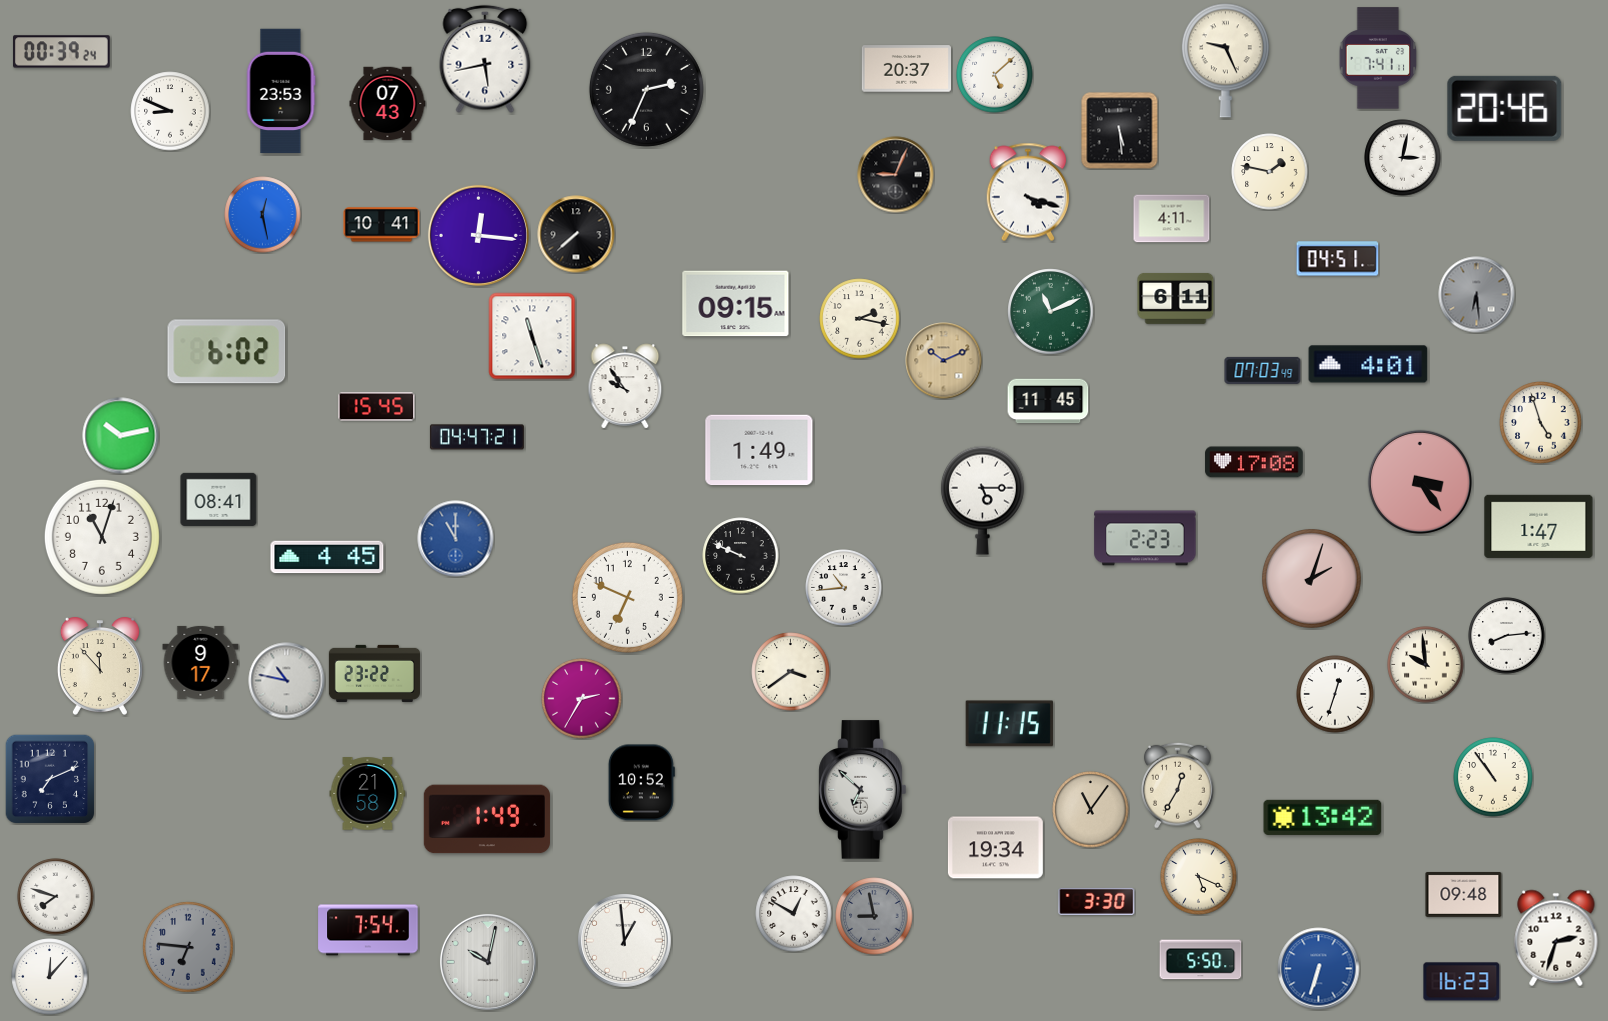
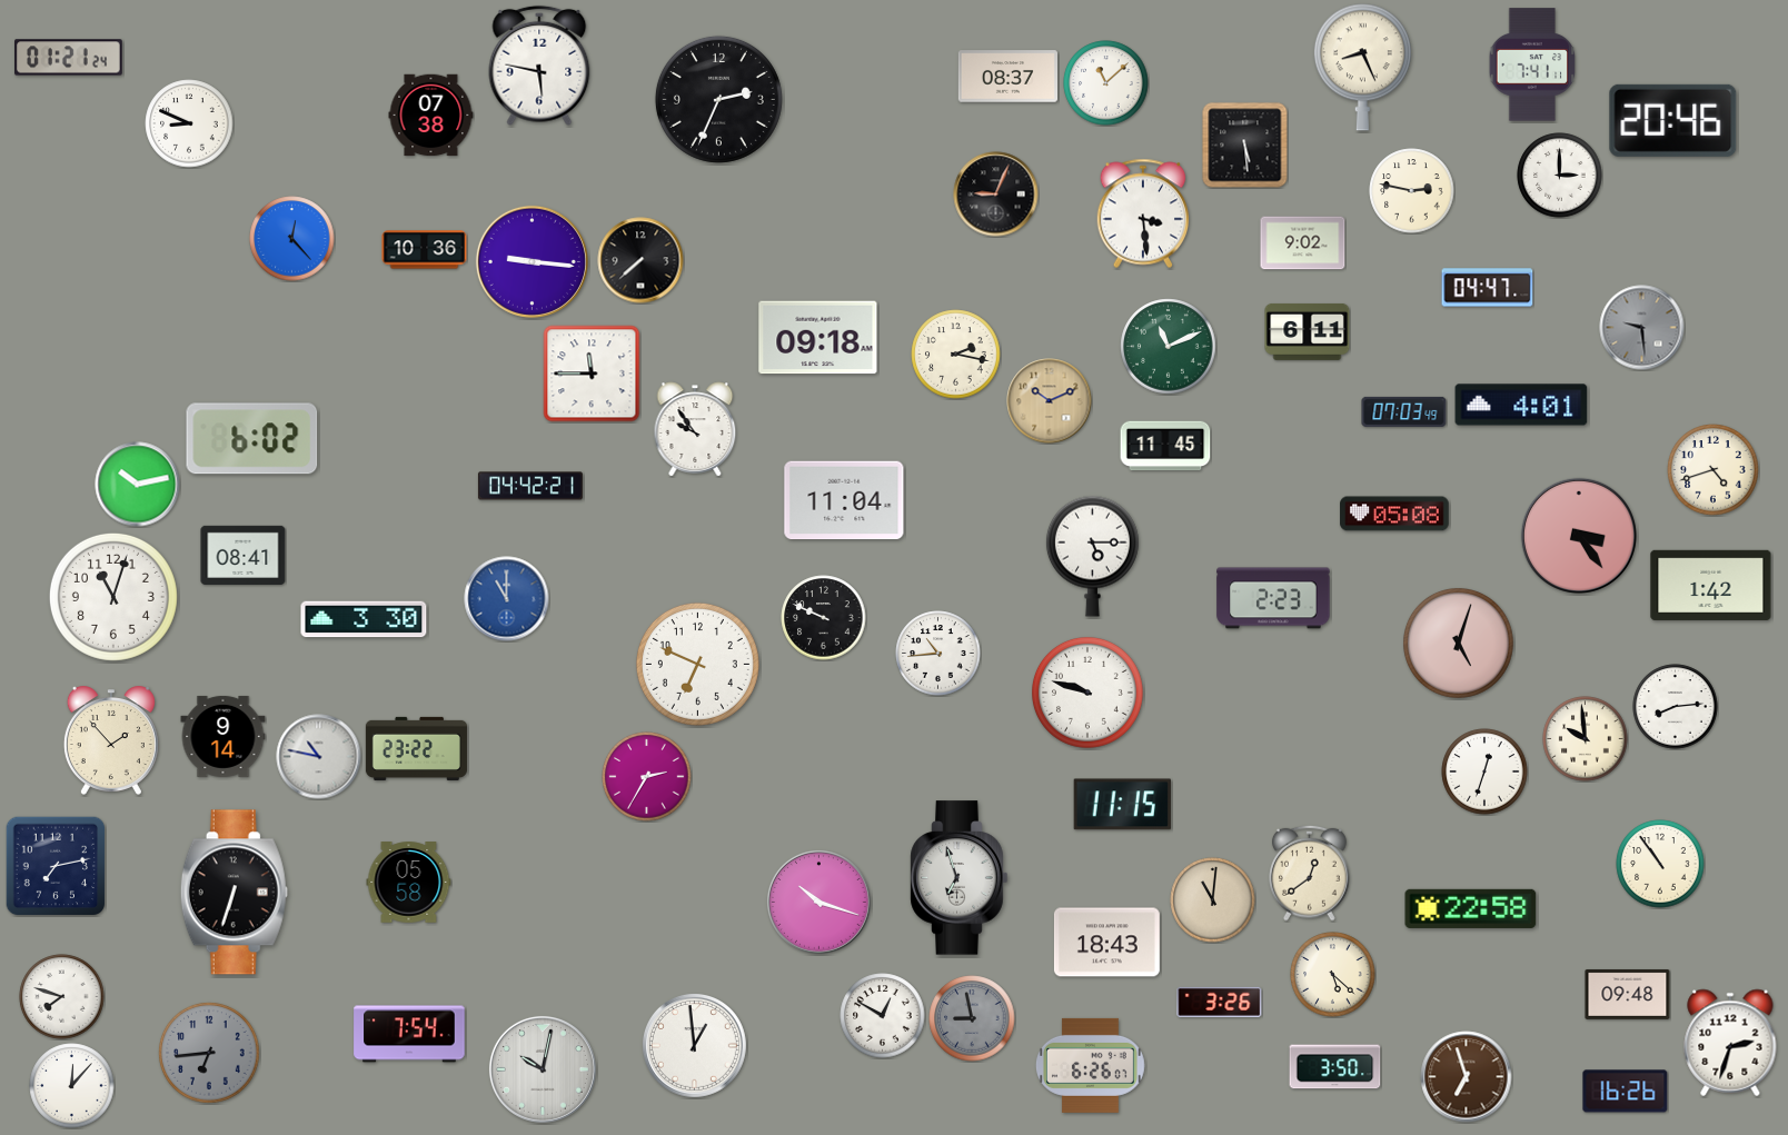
clock at (62, 52): 00:39 -> 01:21
clock at (485, 59): 5:43 -> 5:47
clock at (1225, 61): 9:26 -> 8:26
clock at (906, 69): 20:37 -> 08:37
clock at (995, 75): 5:08 -> 11:08
clock at (281, 91): 23:53 -> none
clock at (388, 104): 07:43 -> 07:38
clock at (1403, 158): 3:02 -> 3:00
clock at (1270, 172): 1:47 -> 2:47
clock at (1028, 192): 4:18 -> 3:29
clock at (263, 215): 12:28 -> 12:23
clock at (1172, 219): 4:11 -> 9:02
clock at (382, 225): 10:41 -> 10:36
clock at (478, 235): 12:16 -> 9:16
clock at (1338, 259): 04:51 -> 04:47
clock at (1477, 295): 6:29 -> 9:29
clock at (736, 304): 09:15 -> 09:18
clock at (532, 336): 11:27 -> 11:45
clock at (227, 352) position: (227, 352) -> (252, 439)
clock at (377, 407): 15:45 -> none
clock at (1541, 423): 4:57 -> 4:42
clock at (121, 436) position: (121, 436) -> (138, 485)
clock at (477, 437): 04:47 -> 04:42
clock at (759, 450): 1:49 -> 11:04
clock at (1254, 462): 17:08 -> 05:08
clock at (1539, 526): 1:47 -> 1:42
clock at (327, 557): 4:45 -> 3:30
clock at (1312, 579): 2:03 -> 5:03
clock at (1089, 694): none -> 9:48
clock at (201, 662): 9:17 -> 9:14
clock at (100, 666): 11:53 -> 1:53
clock at (791, 672): 3:39 -> none
clock at (50, 779): 7:11 -> 7:13
clock at (641, 783): 10:52 -> none
clock at (1177, 785): 12:35 -> 12:39
clock at (863, 790): 6:52 -> 6:57
clock at (368, 794): 21:58 -> 05:58
clock at (234, 893): none -> 6:33
clock at (1091, 810): 11:06 -> 11:01
clock at (818, 902): none -> 10:18
clock at (1323, 817): 13:42 -> 22:58
clock at (487, 819): 1:49 -> none
clock at (995, 848): 19:34 -> 18:43
clock at (1199, 877): 5:19 -> 5:22
clock at (1097, 901): 3:30 -> 3:26
clock at (188, 947): 6:46 -> 6:44
clock at (1090, 1065): none -> 6:26
clock at (1201, 960): 5:50 -> 3:50
clock at (1319, 969): 6:33 -> 6:57
clock at (1319, 969) dial: blue -> brown
clock at (50, 977) position: (50, 977) -> (72, 1086)
clock at (1462, 982): 16:23 -> 16:26
